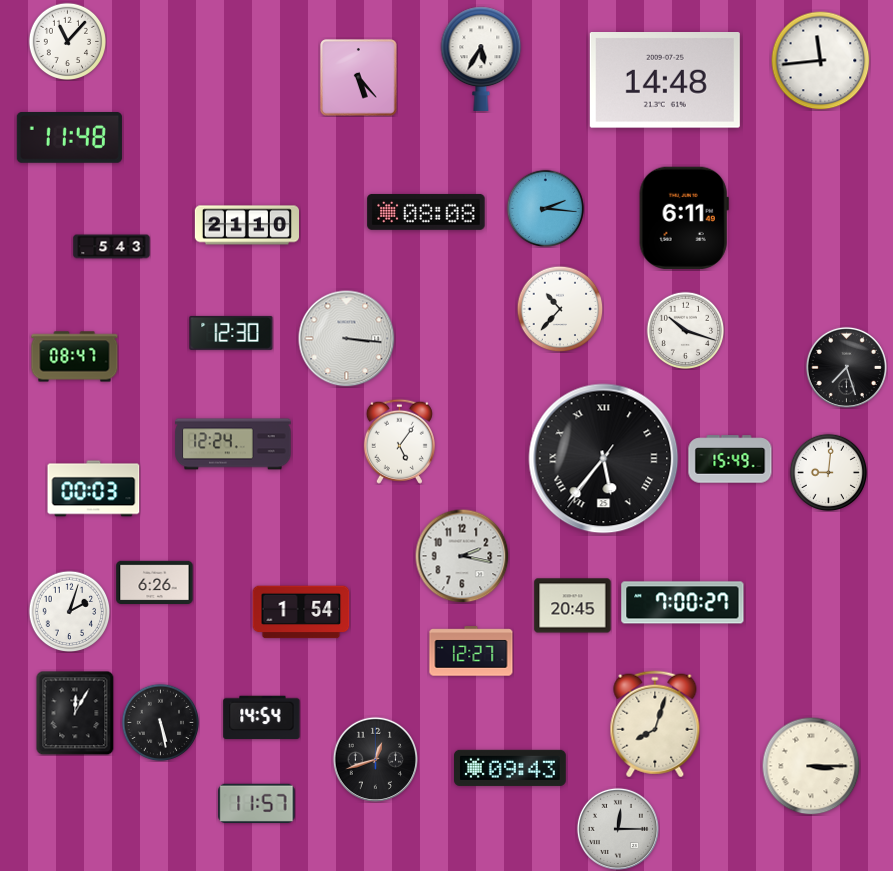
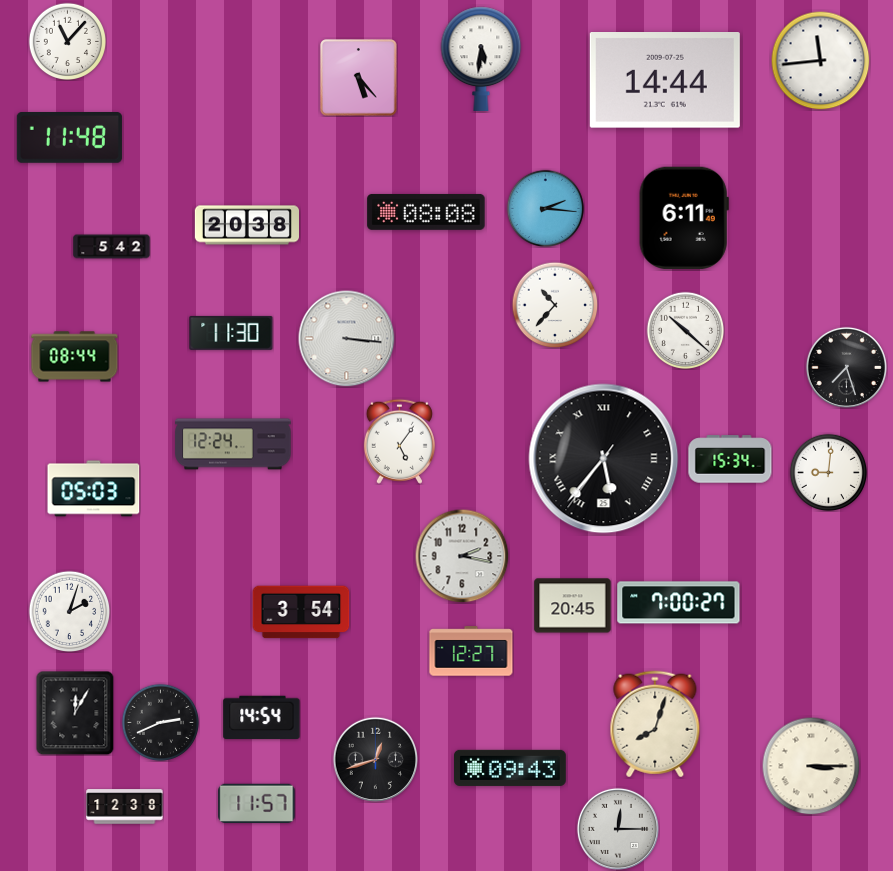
clock at (481, 59): 5:35 -> 5:31
clock at (665, 81): 14:48 -> 14:44
clock at (246, 225): 21:10 -> 20:38
clock at (112, 247): 5:43 -> 5:42
clock at (560, 309) position: (560, 309) -> (555, 305)
clock at (685, 330): 10:18 -> 10:22
clock at (231, 333): 12:30 -> 11:30
clock at (75, 357): 08:47 -> 08:44
clock at (730, 459): 15:49 -> 15:34
clock at (94, 489): 00:03 -> 05:03
clock at (155, 582): 6:26 -> none
clock at (683, 603) position: (683, 603) -> (679, 603)
clock at (301, 612): 1:54 -> 3:54
clock at (160, 722): 5:28 -> 2:41
clock at (125, 807): none -> 12:38
